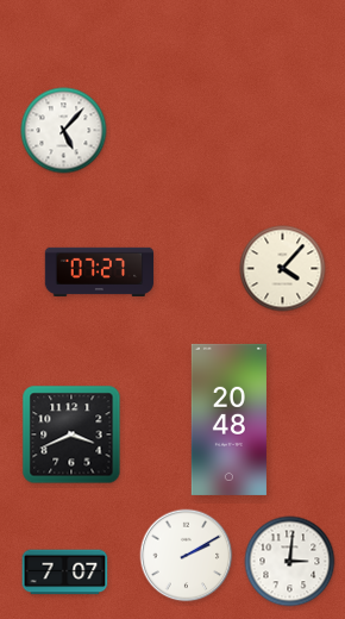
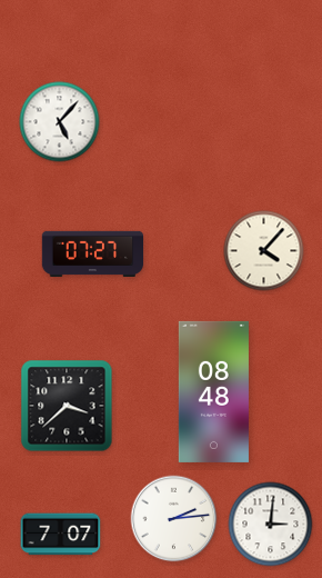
clock at (228, 419): 20:48 -> 08:48
clock at (71, 434): 3:41 -> 3:38
clock at (187, 556): 2:10 -> 2:14
